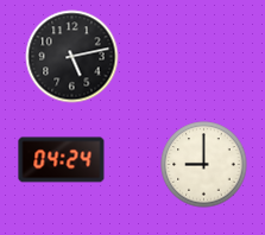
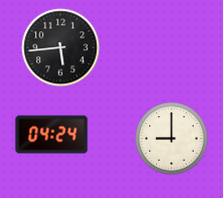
clock at (72, 57): 5:13 -> 5:44
